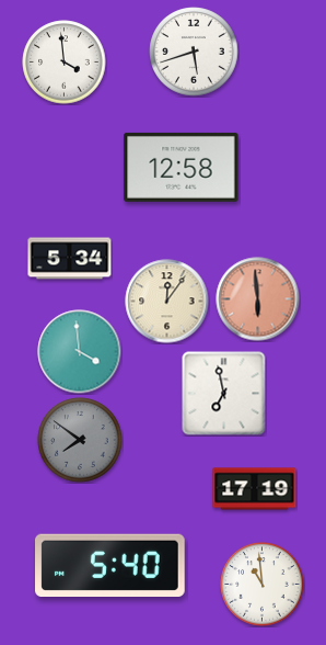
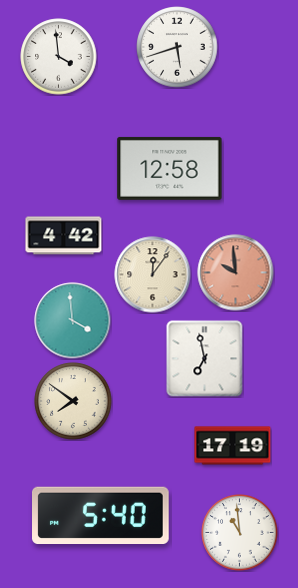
clock at (182, 167) position: (182, 167) -> (170, 168)
clock at (70, 259): 5:34 -> 4:42
clock at (258, 299): 5:59 -> 9:59
clock at (80, 440) dial: grey -> cream
